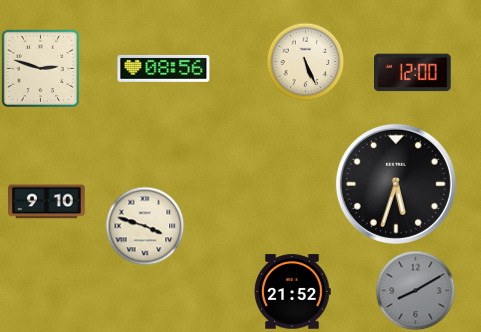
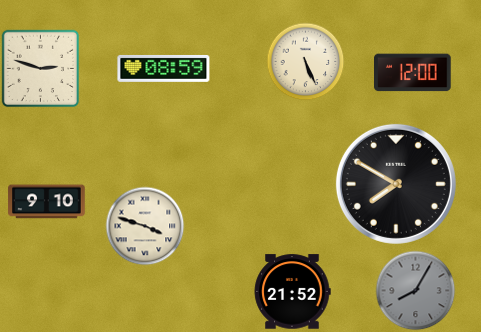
clock at (164, 68): 08:56 -> 08:59
clock at (396, 184): 5:33 -> 7:50
clock at (415, 290): 8:10 -> 8:05
